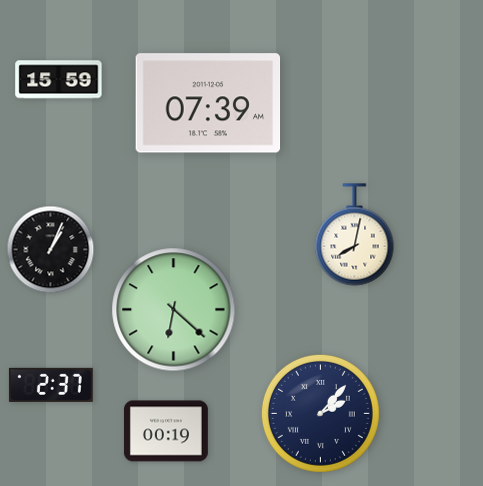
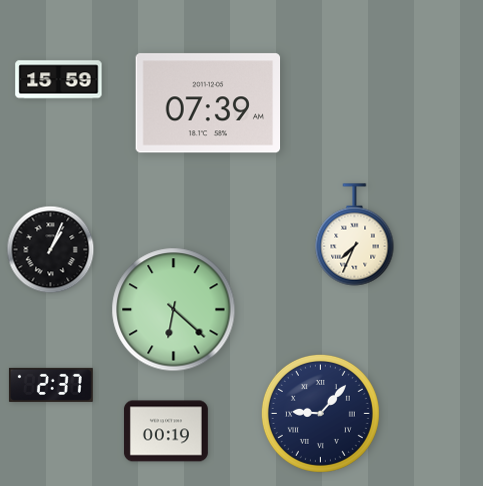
clock at (355, 235): 8:02 -> 7:34
clock at (320, 413): 2:07 -> 9:07
